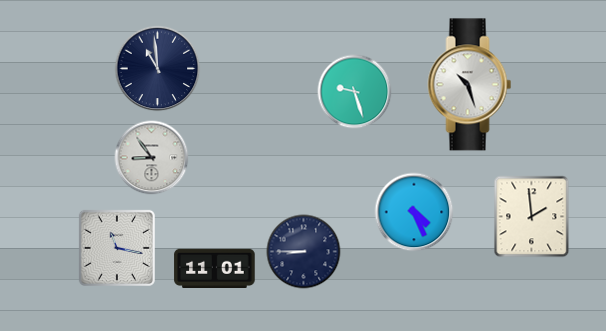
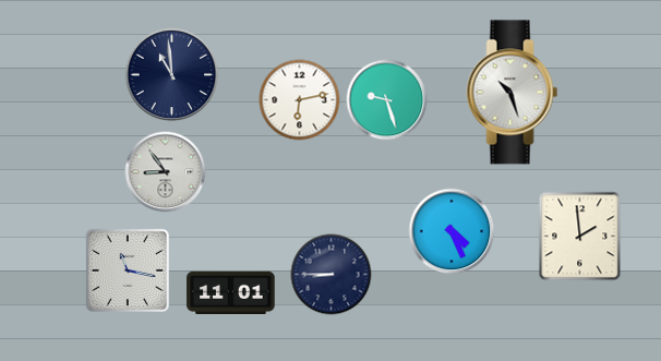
clock at (300, 100): none -> 6:13
clock at (215, 269) position: (215, 269) -> (231, 293)
